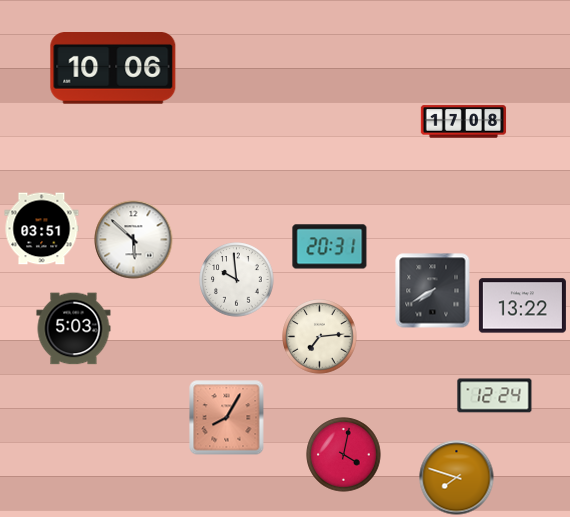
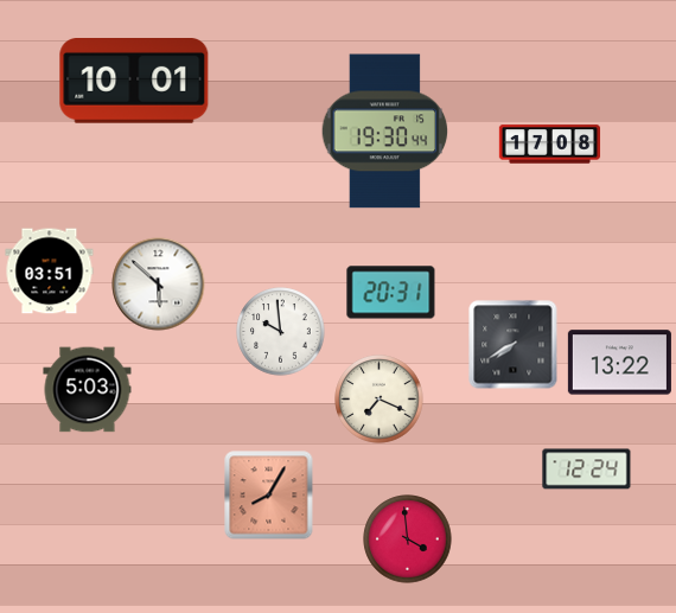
clock at (113, 69): 10:06 -> 10:01
clock at (385, 132): none -> 19:30
clock at (320, 337): 7:14 -> 7:19
clock at (344, 455): 4:02 -> 3:59
clock at (457, 478): 7:48 -> none
